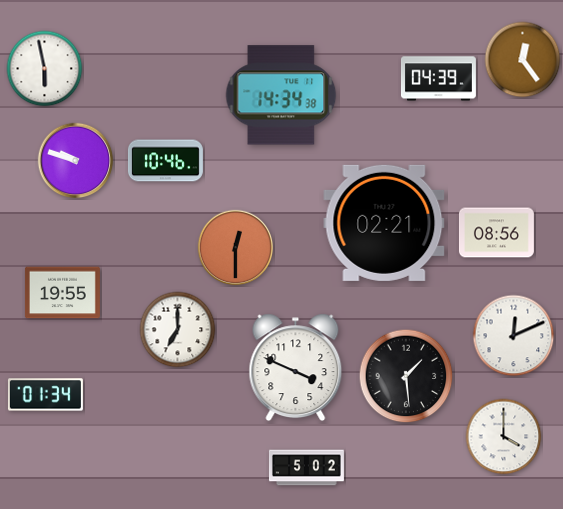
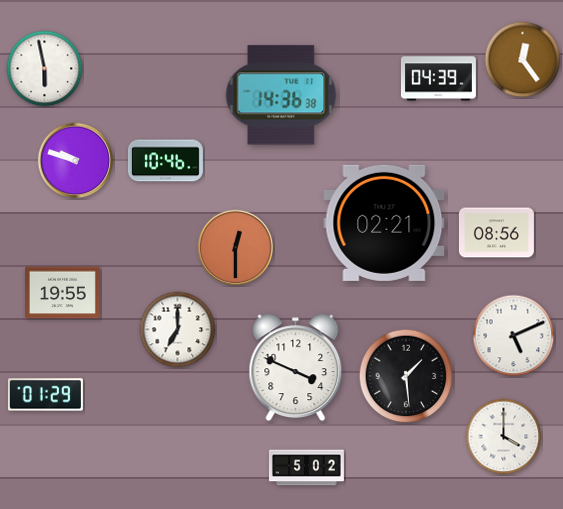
clock at (281, 95): 14:34 -> 14:36
clock at (514, 336): 12:11 -> 5:11
clock at (45, 395): 01:34 -> 01:29
